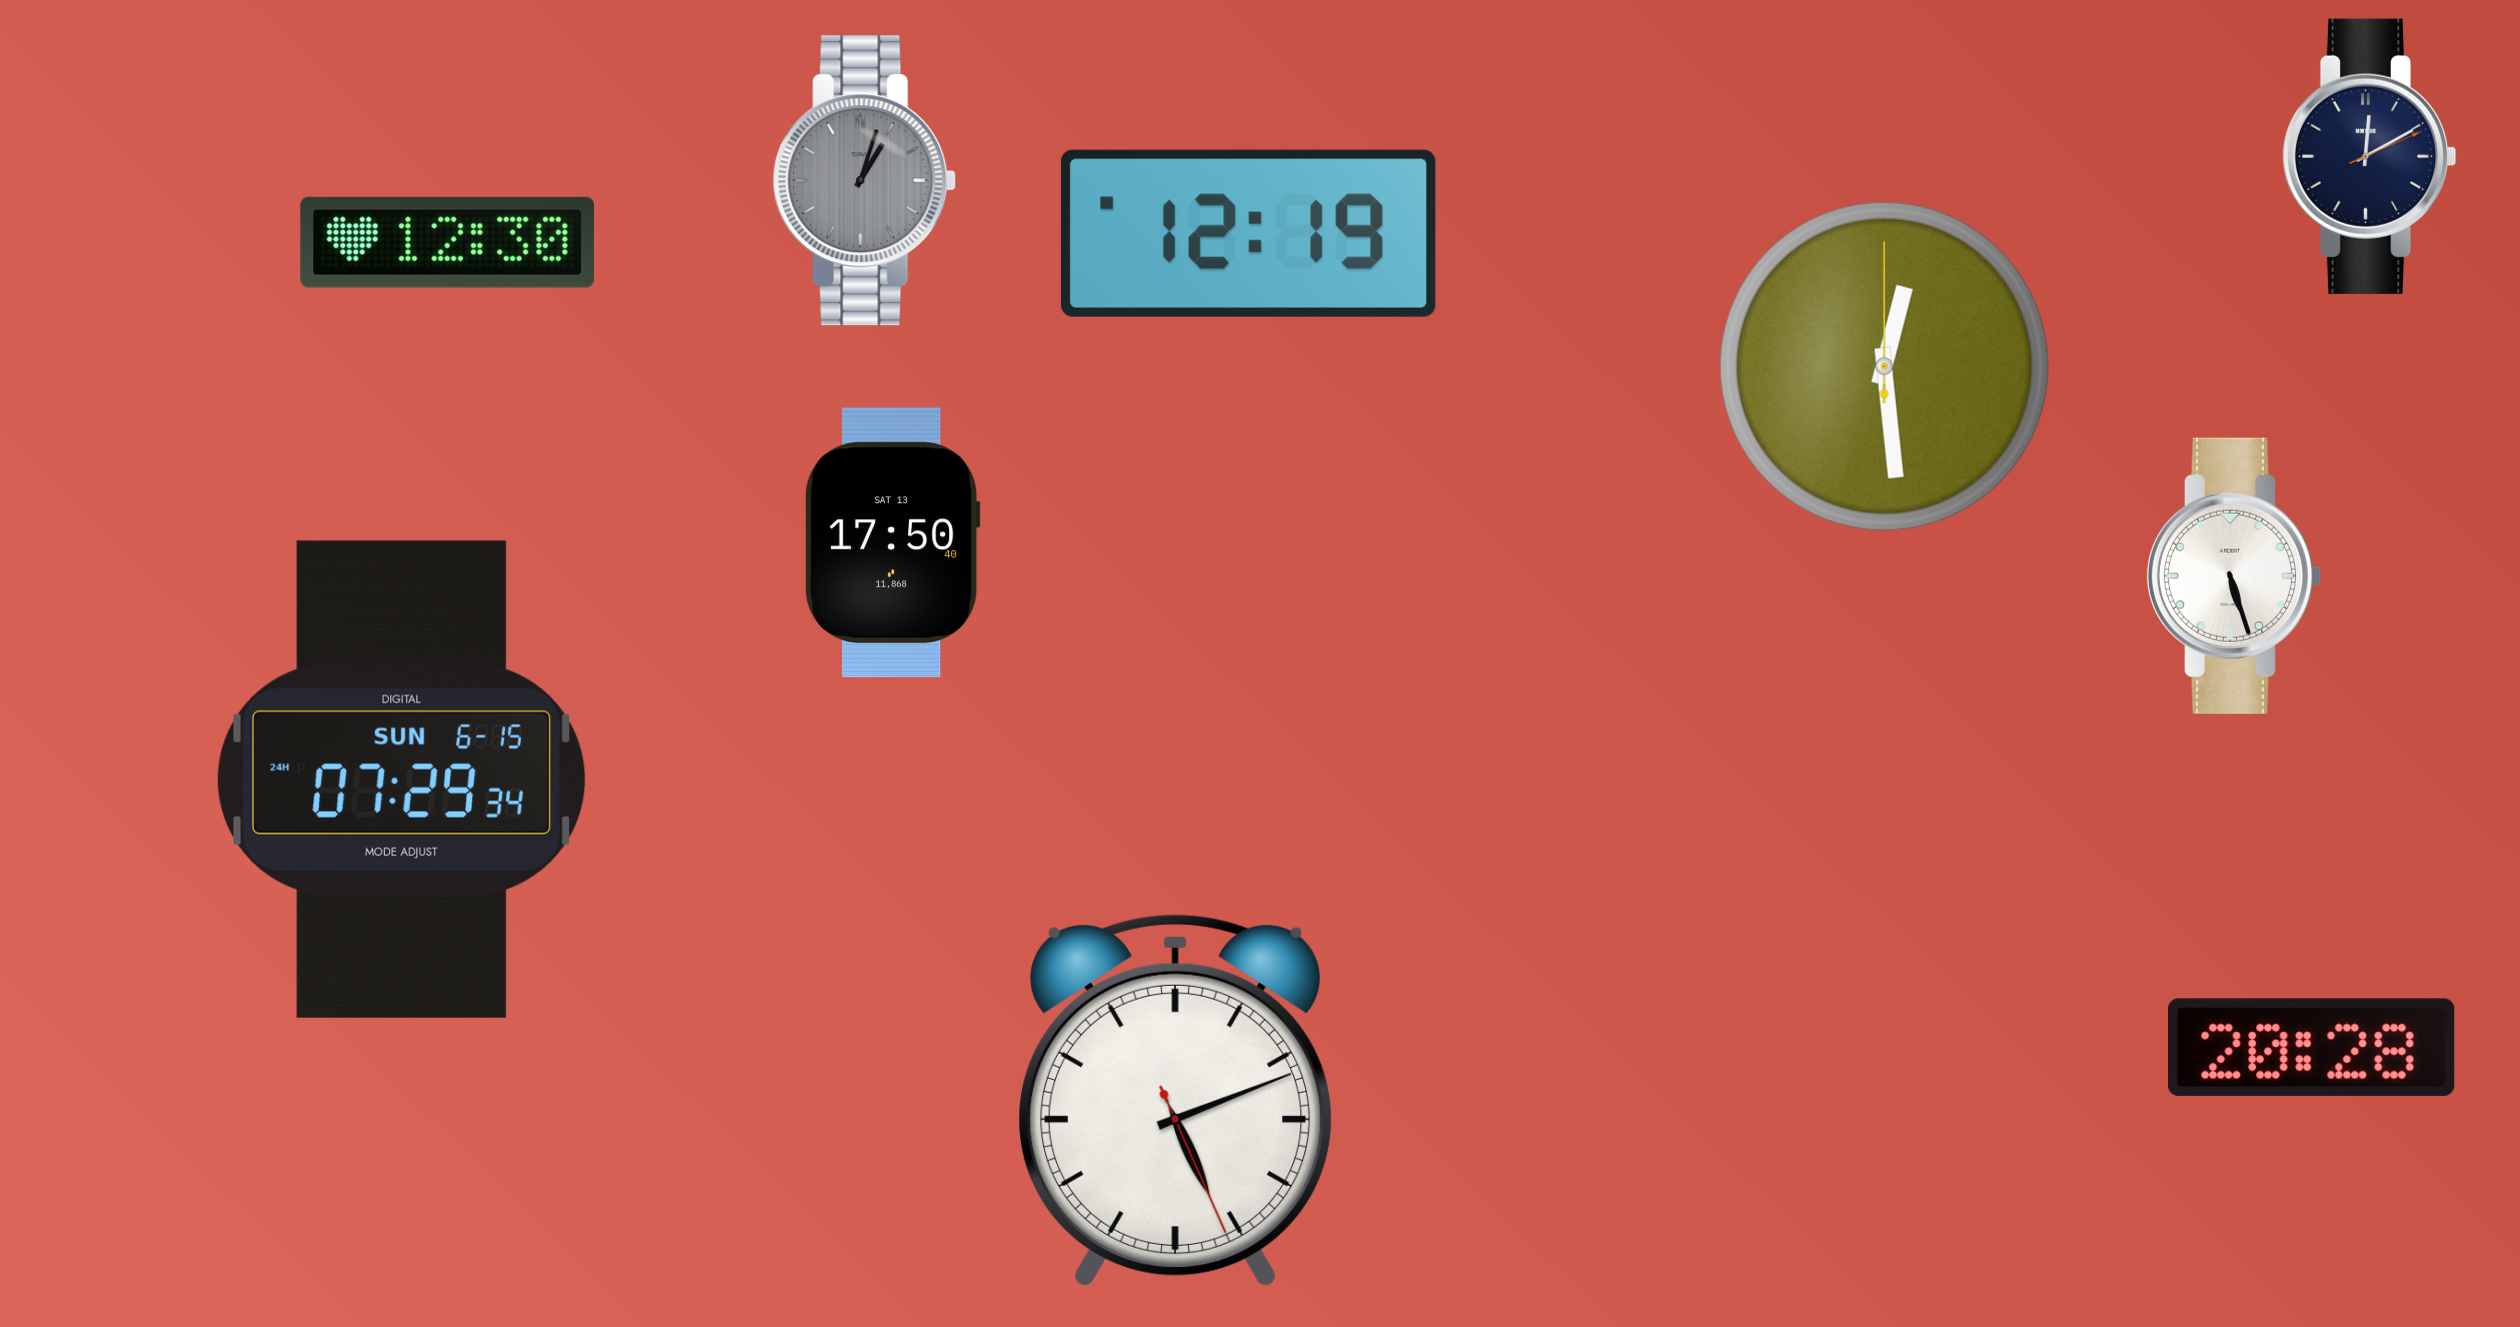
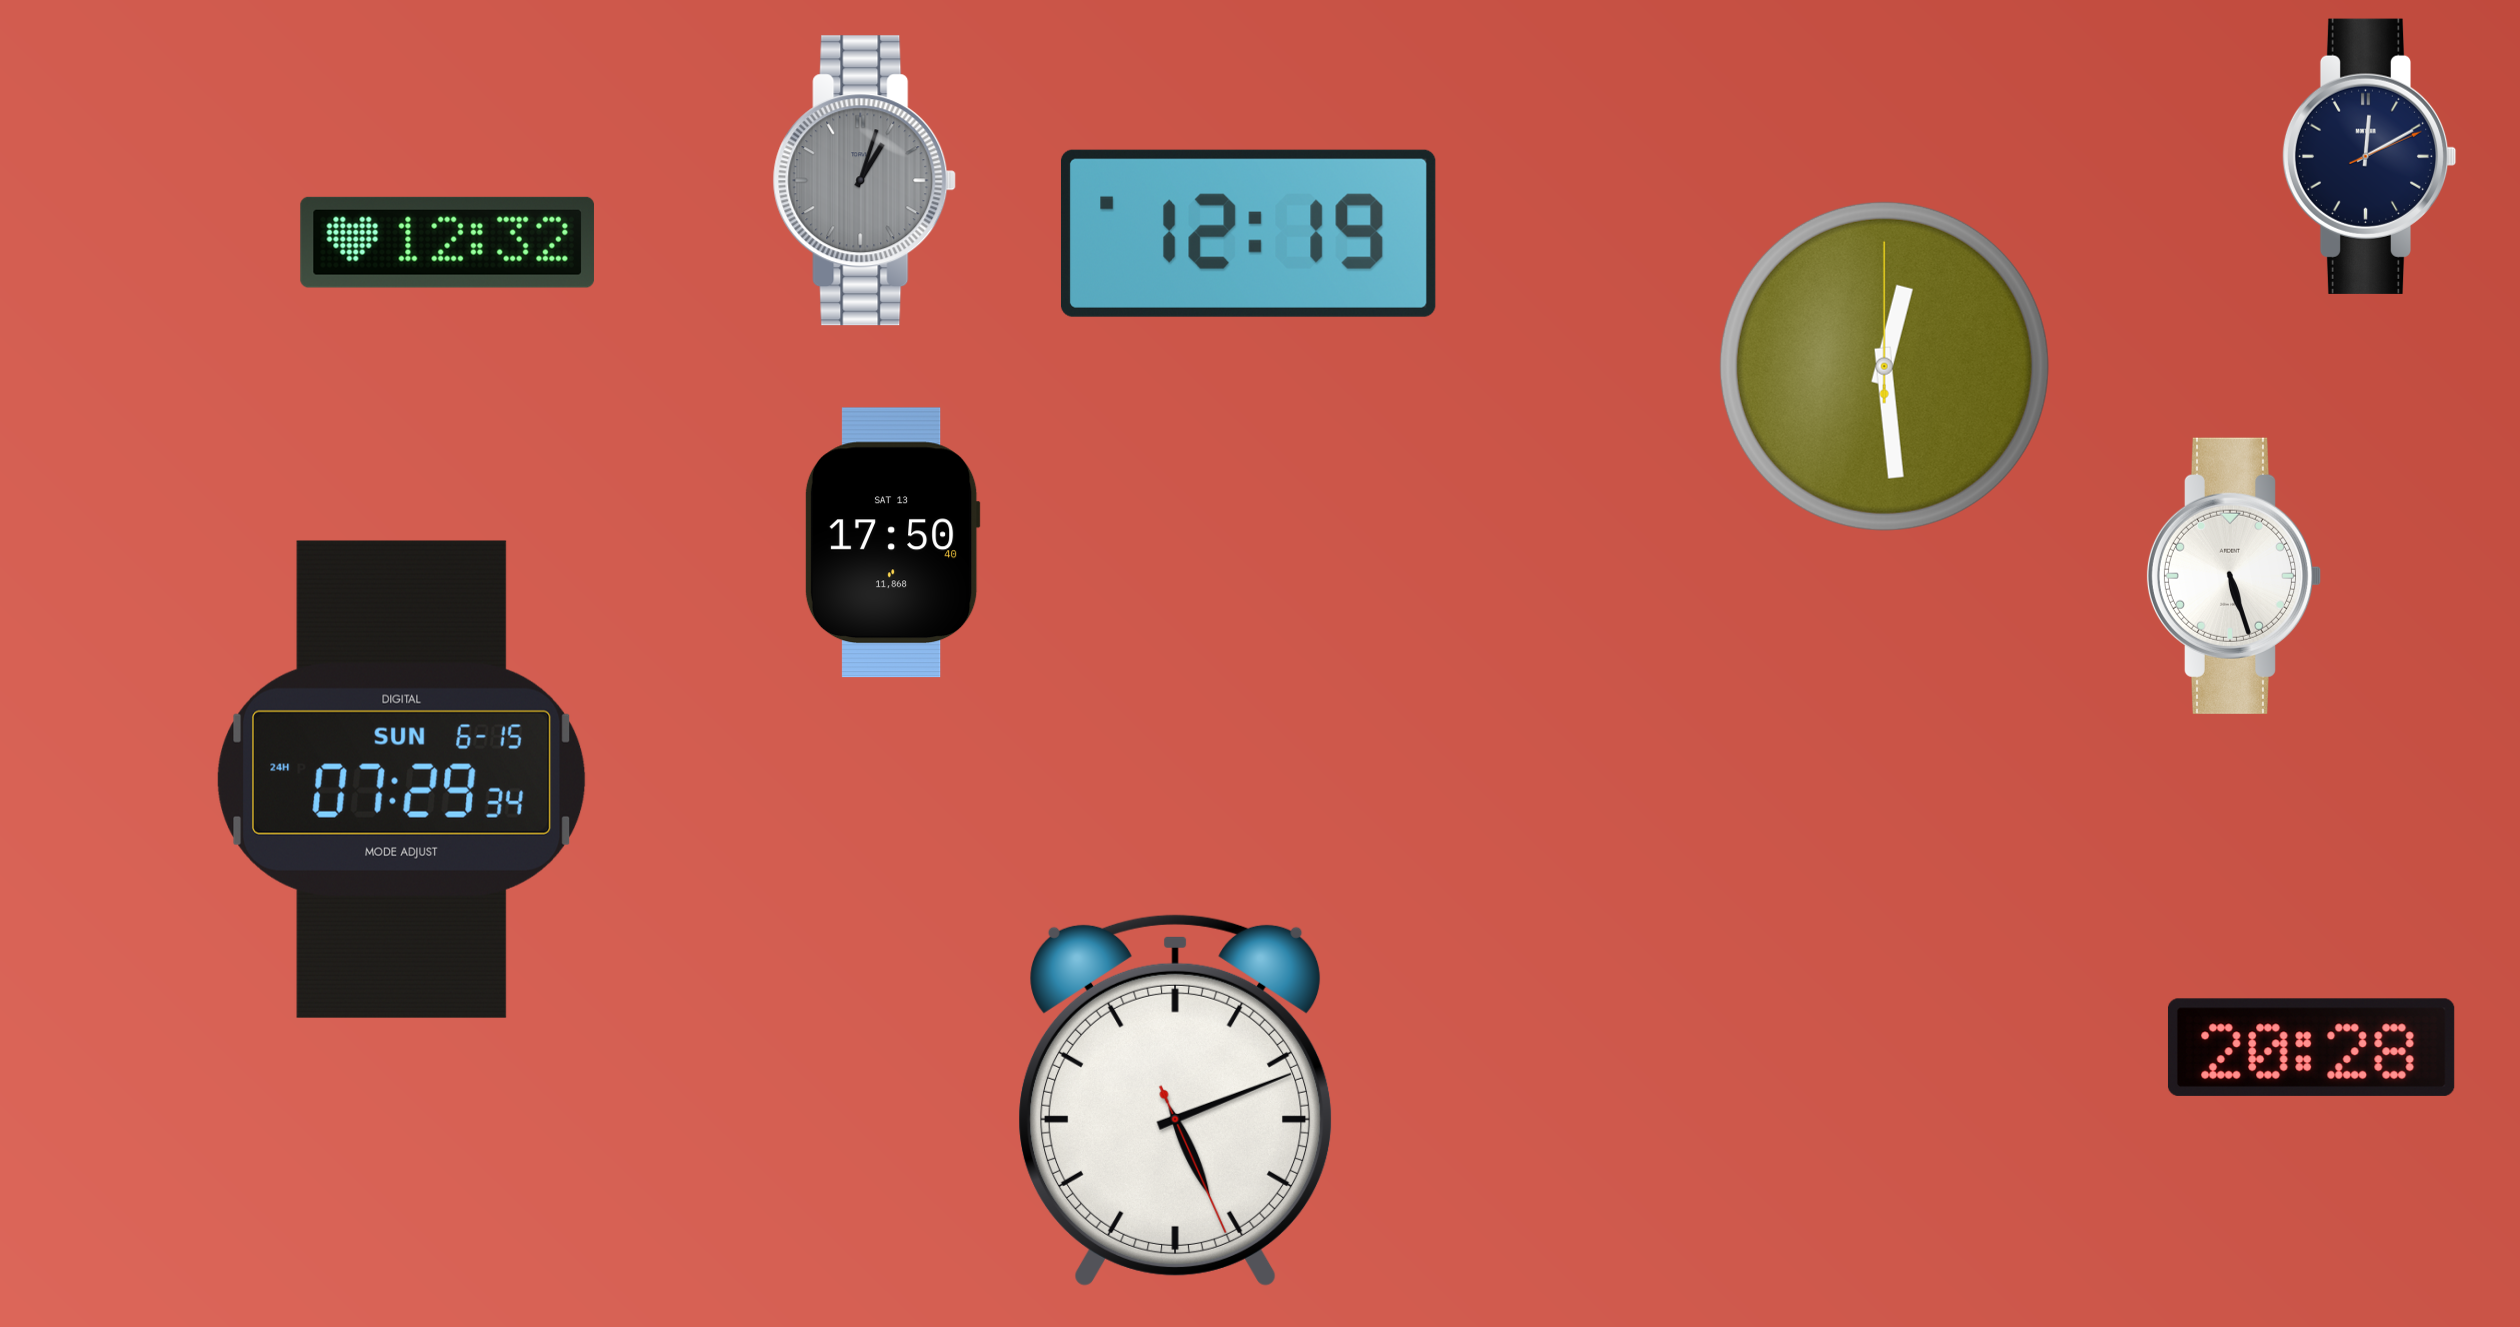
clock at (447, 242): 12:30 -> 12:32
